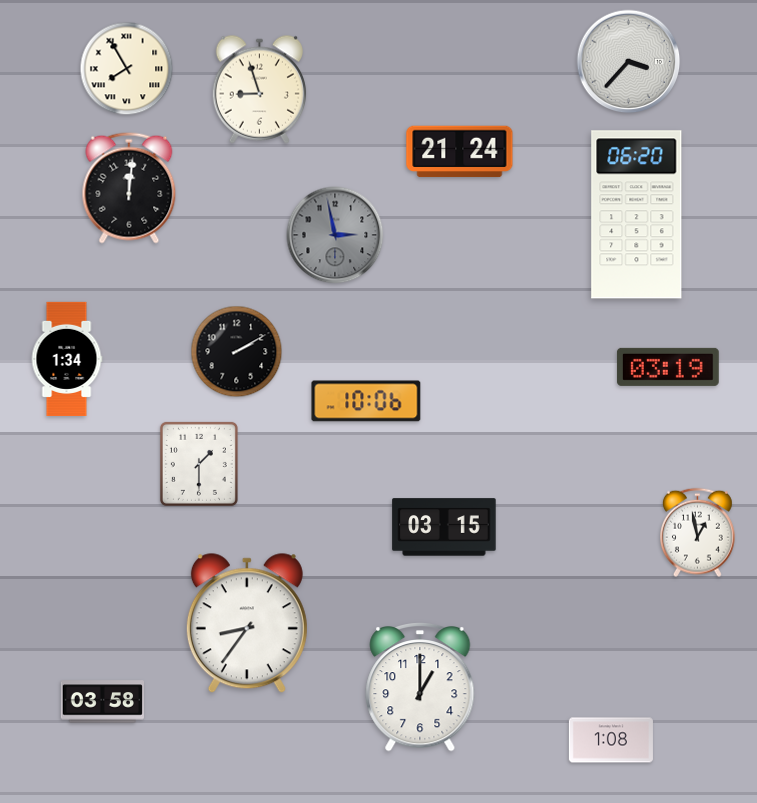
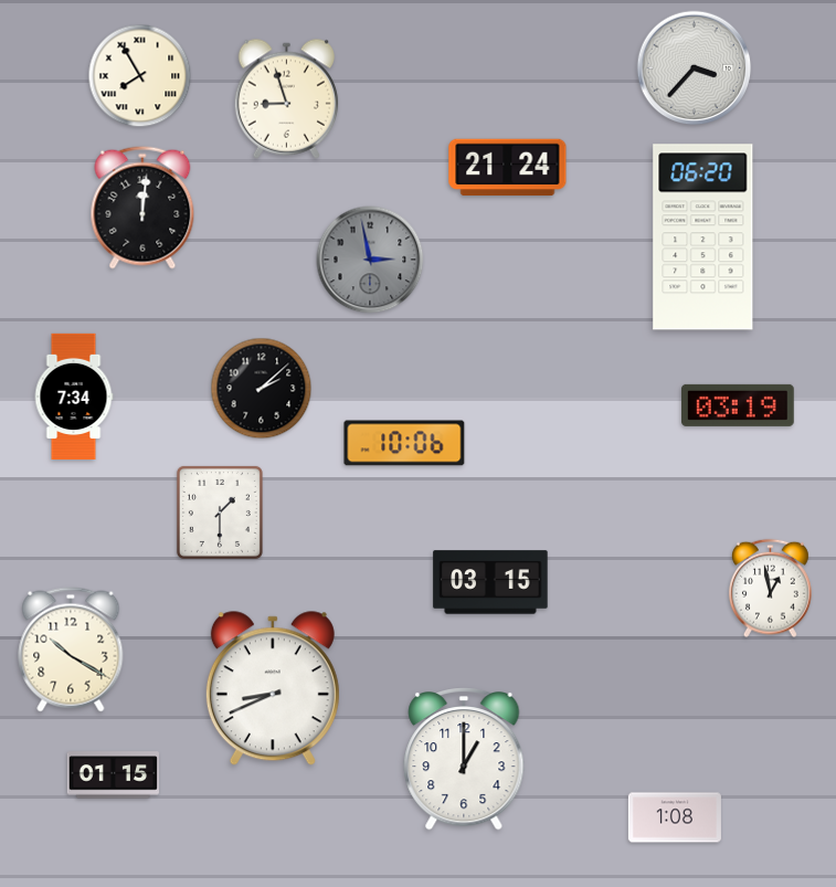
clock at (237, 352): 2:10 -> 2:08
clock at (67, 358): 1:34 -> 7:34
clock at (71, 650): none -> 10:20
clock at (247, 624): 8:36 -> 8:41
clock at (102, 702): 03:58 -> 01:15
